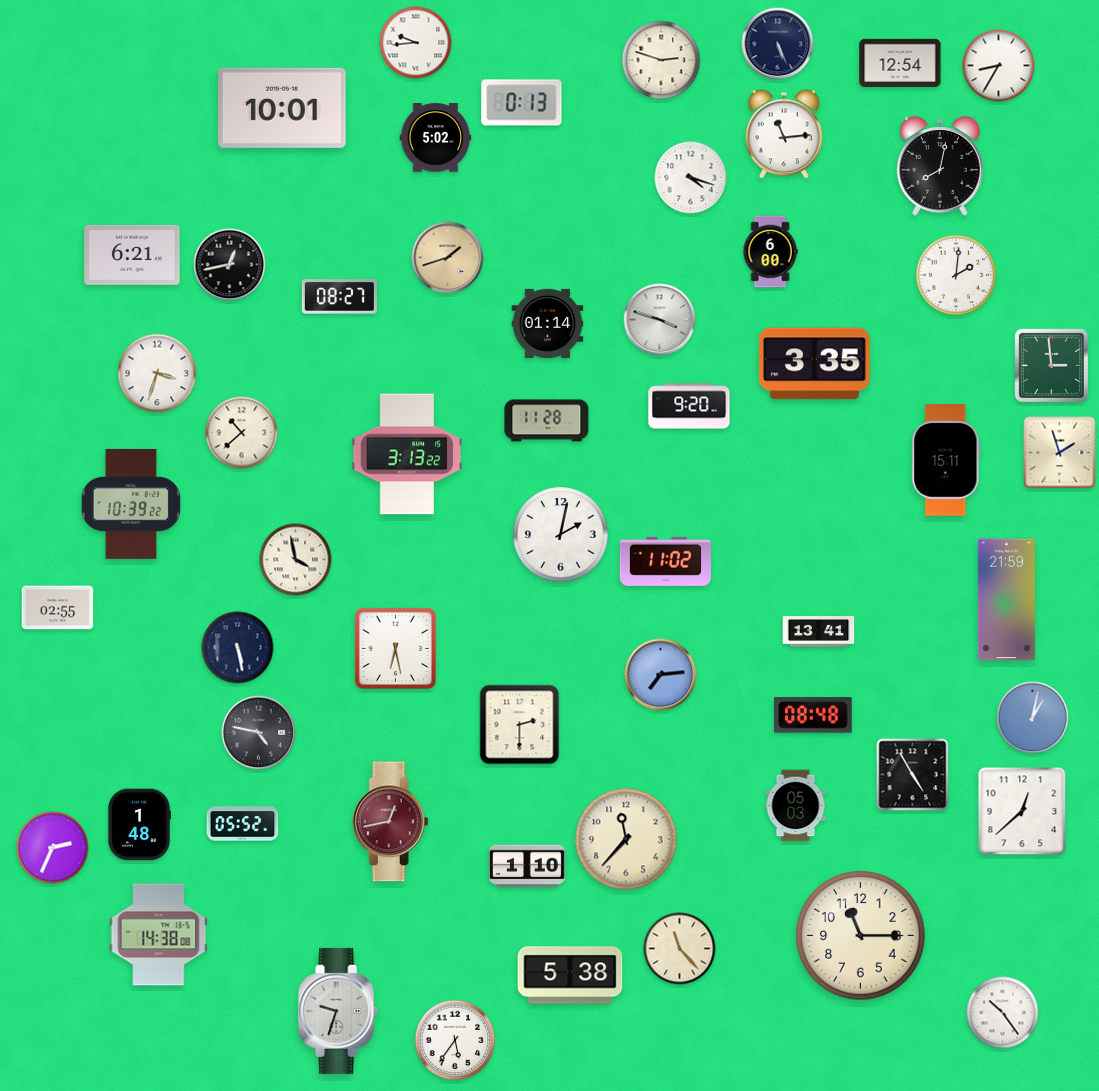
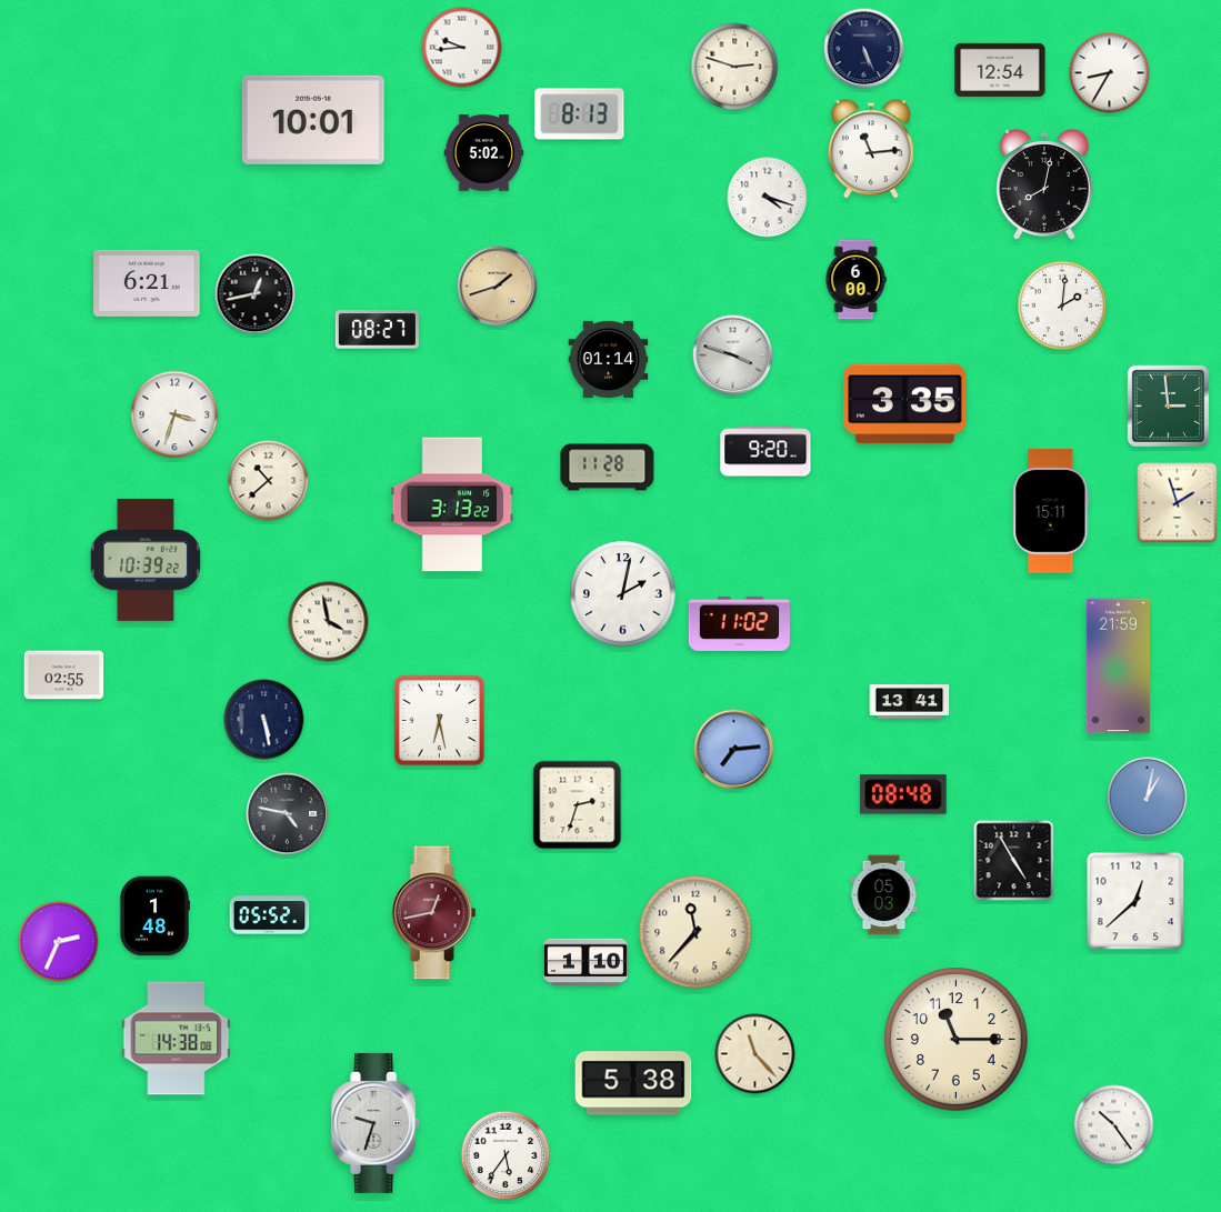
clock at (522, 103): 0:13 -> 8:13
clock at (520, 725): 2:30 -> 2:33
